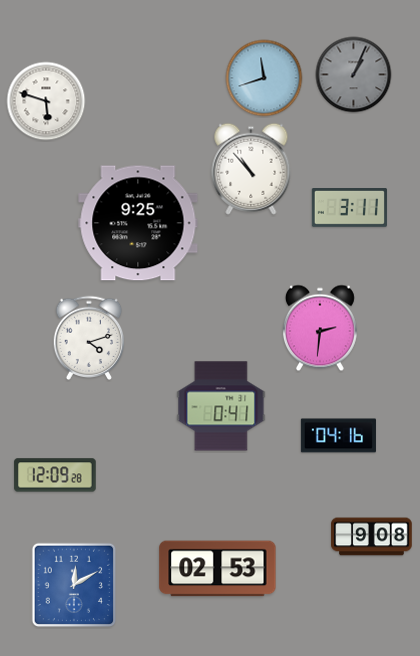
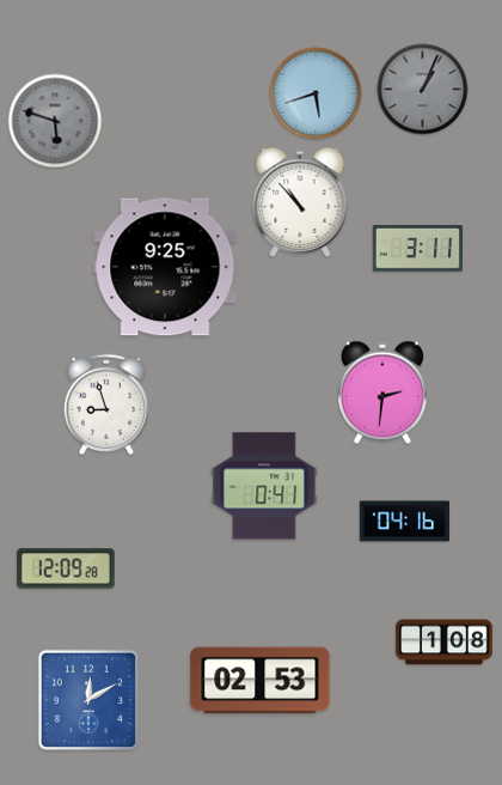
clock at (264, 78): 11:42 -> 5:42
clock at (46, 101) dial: white -> grey
clock at (89, 337): 4:12 -> 8:57
clock at (372, 537): 9:08 -> 1:08
